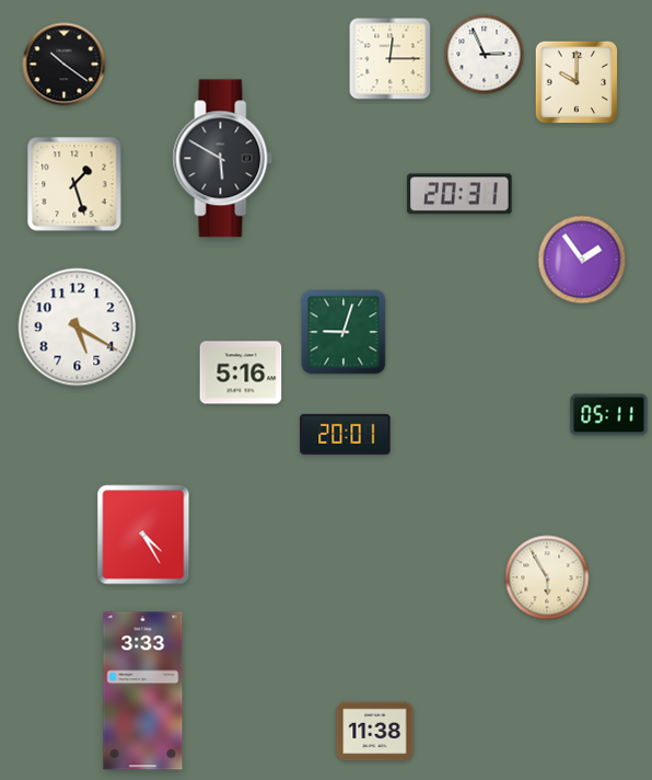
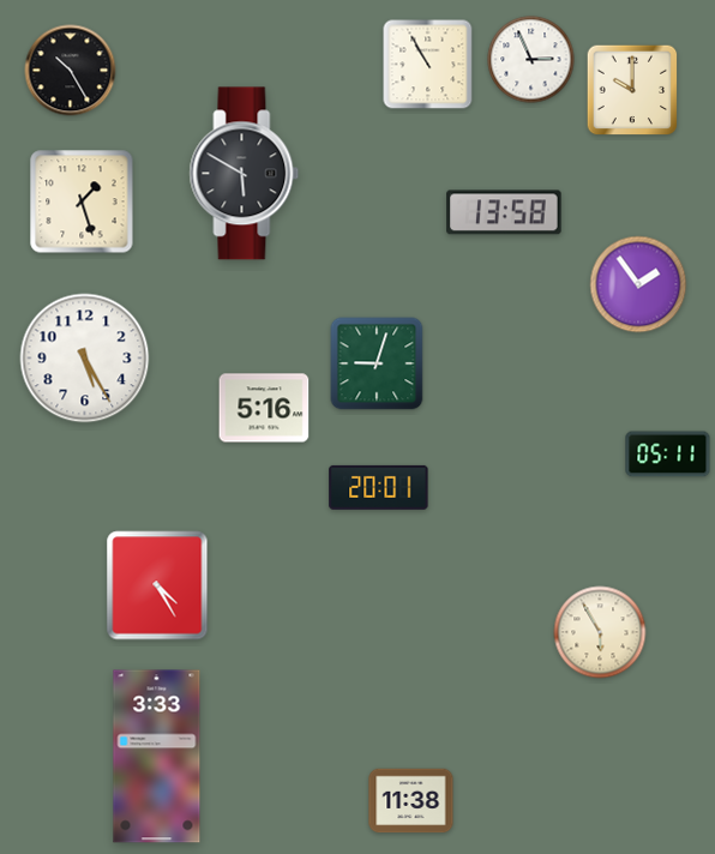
clock at (391, 59): 12:15 -> 10:55
clock at (65, 65): 10:21 -> 10:25
clock at (459, 194): 20:31 -> 13:58
clock at (78, 328): 5:20 -> 5:25
clock at (346, 434) position: (346, 434) -> (379, 487)
